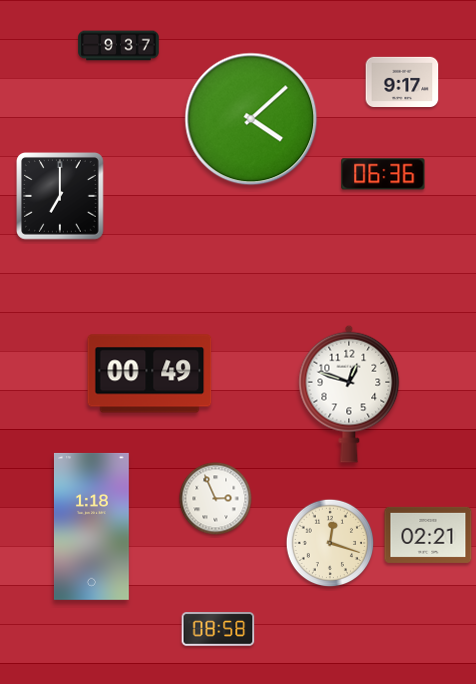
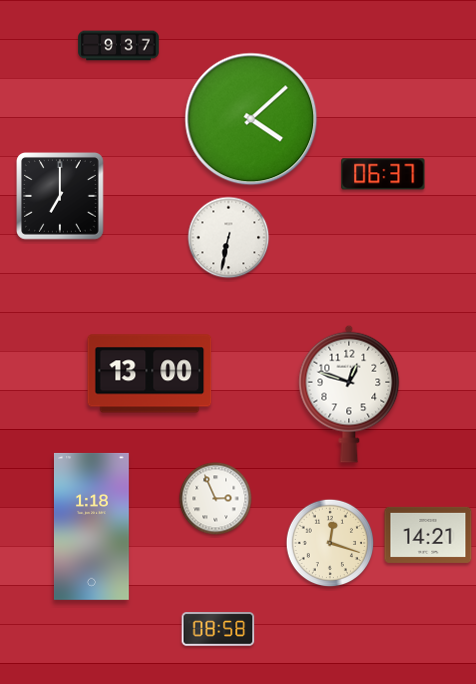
clock at (402, 82): 9:17 -> none
clock at (383, 174): 06:36 -> 06:37
clock at (229, 238): none -> 6:32
clock at (150, 374): 00:49 -> 13:00
clock at (428, 535): 02:21 -> 14:21
